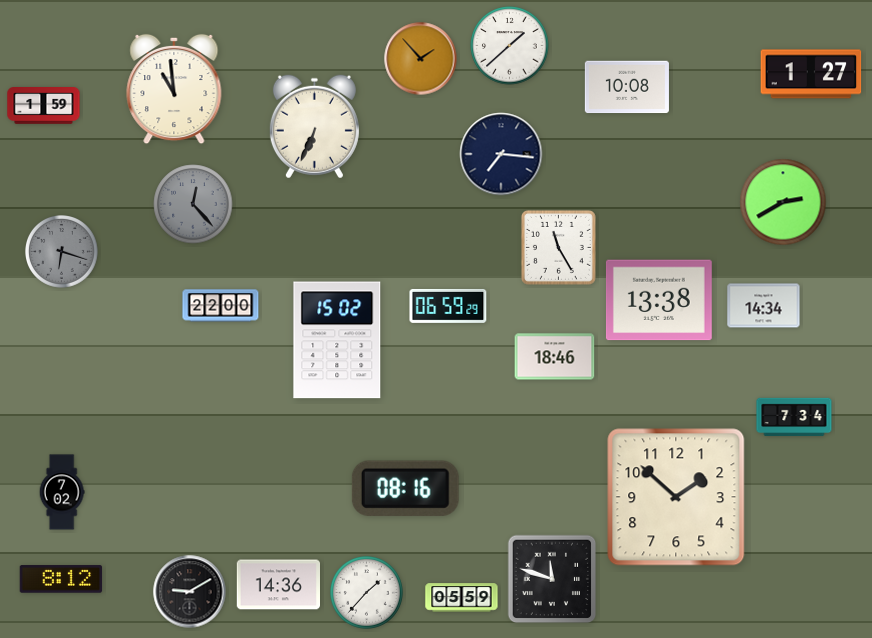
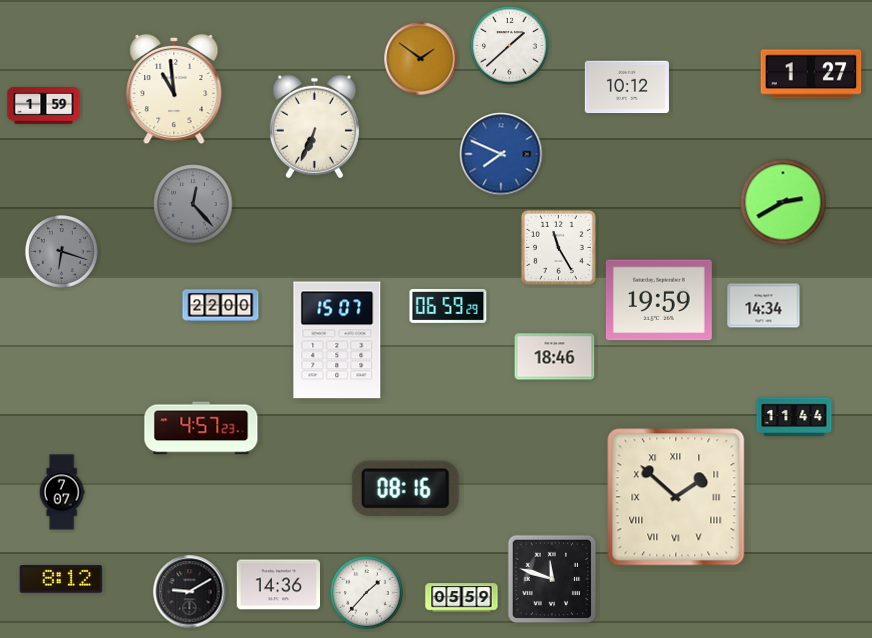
clock at (421, 59): 1:53 -> 1:51
clock at (627, 87): 10:08 -> 10:12
clock at (501, 154): 7:16 -> 7:49
clock at (501, 154) dial: navy -> blue
clock at (659, 300): 13:38 -> 19:59
clock at (337, 340): 15:02 -> 15:07
clock at (794, 417): 7:34 -> 11:44
clock at (201, 428): none -> 4:57
clock at (62, 492): 7:02 -> 7:07
clock at (676, 497) numerals: Arabic -> Roman
